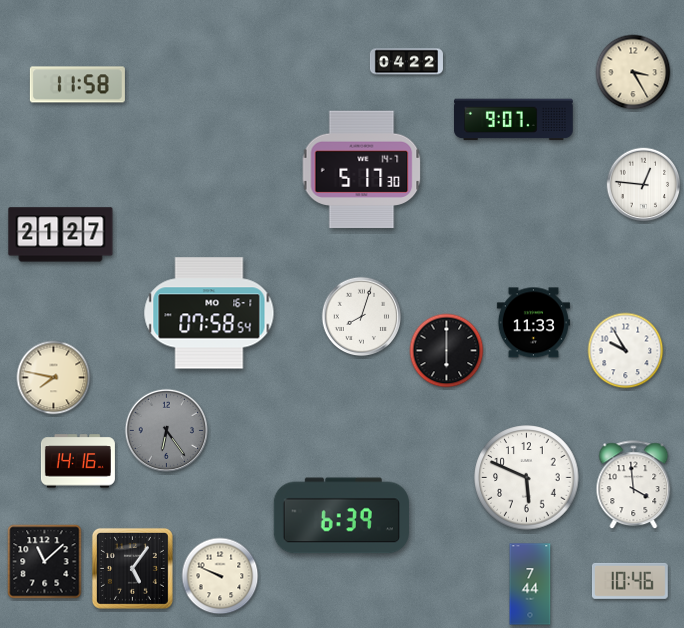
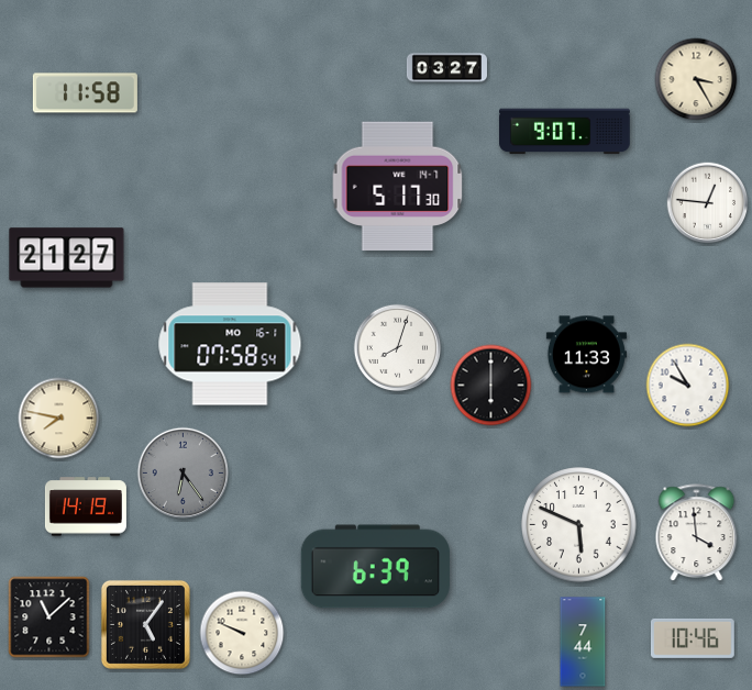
clock at (406, 62): 04:22 -> 03:27
clock at (54, 378) position: (54, 378) -> (59, 419)
clock at (78, 461): 14:16 -> 14:19
